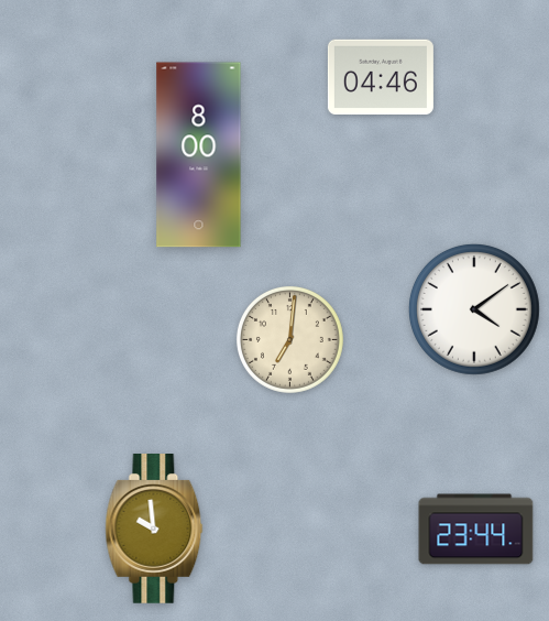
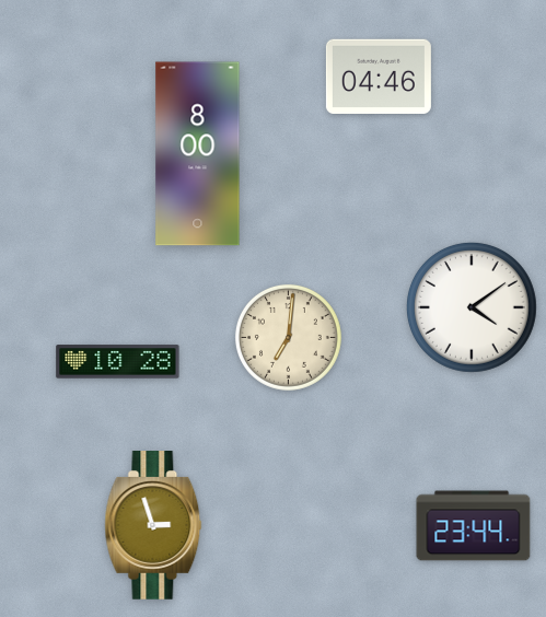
clock at (118, 362): none -> 10:28
clock at (154, 530): 9:59 -> 2:57
